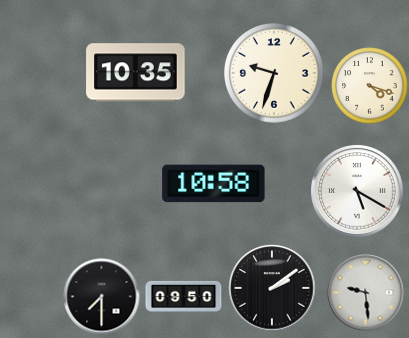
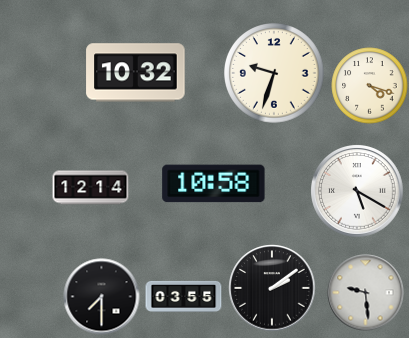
clock at (136, 73): 10:35 -> 10:32
clock at (91, 188): none -> 12:14
clock at (184, 296): 09:50 -> 03:55
